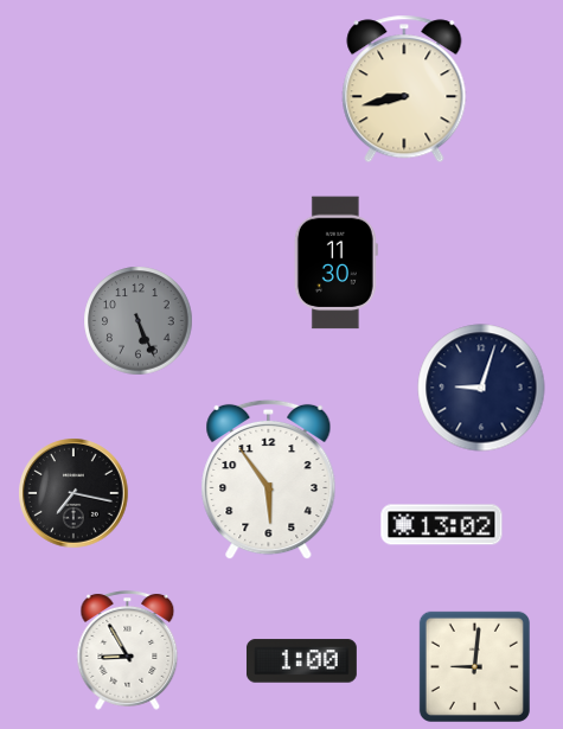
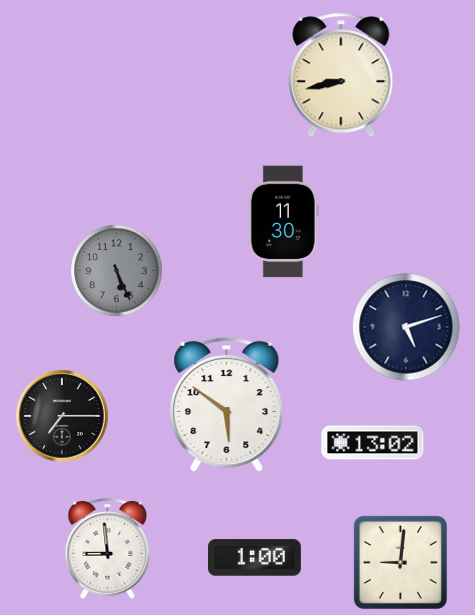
clock at (481, 388): 9:03 -> 5:12
clock at (269, 480): 5:54 -> 5:51
clock at (73, 493): 7:17 -> 7:15
clock at (128, 650): 8:55 -> 8:59
